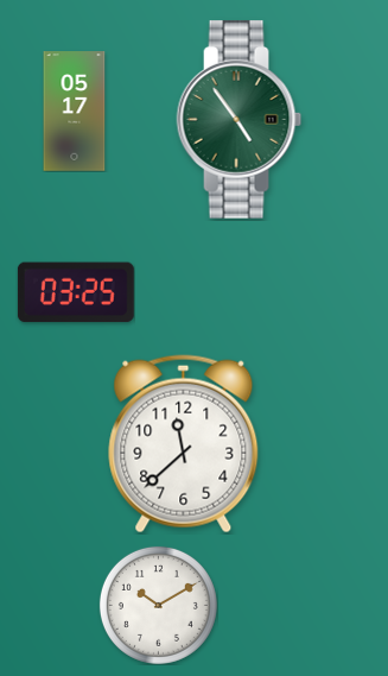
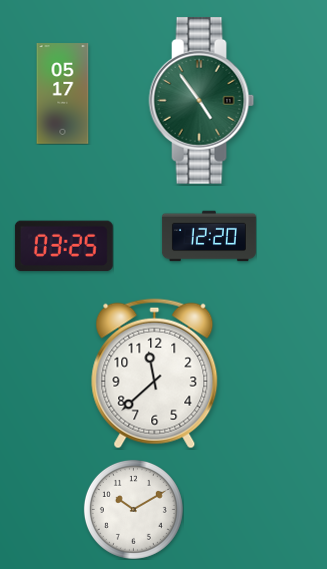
clock at (209, 236): none -> 12:20
